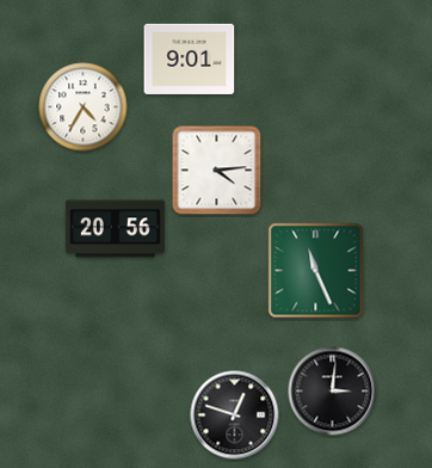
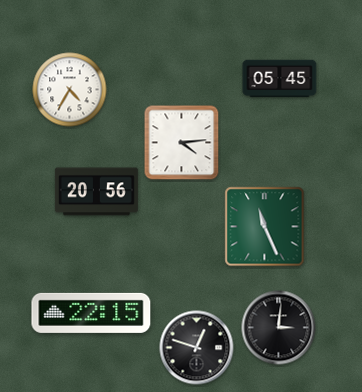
clock at (190, 59): 9:01 -> none
clock at (280, 79): none -> 05:45
clock at (91, 313): none -> 22:15
